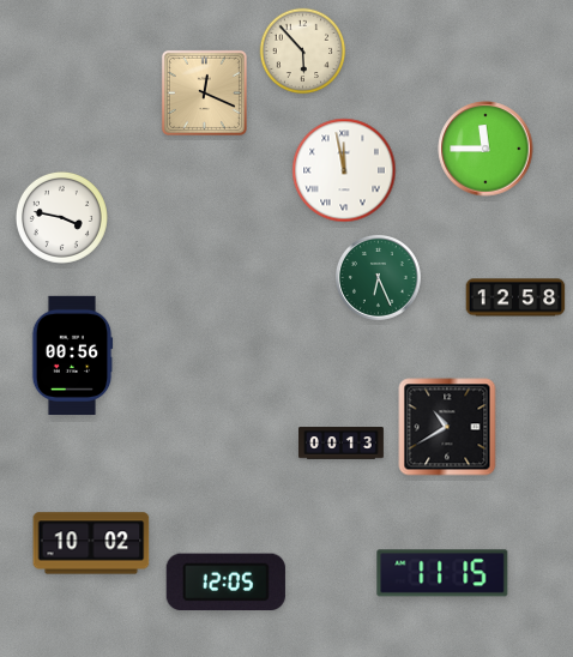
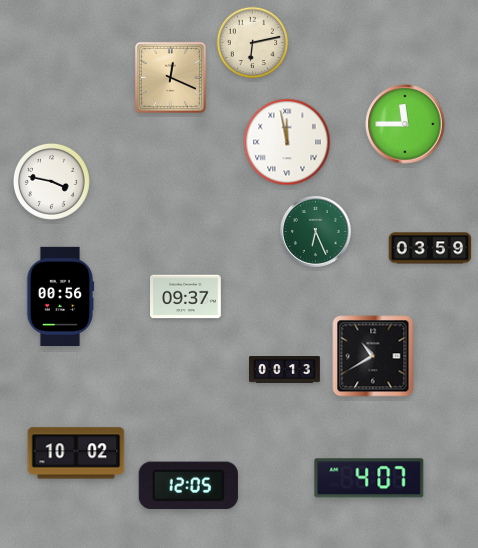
clock at (303, 52): 5:53 -> 6:13
clock at (515, 297): 12:58 -> 03:59
clock at (186, 297): none -> 09:37
clock at (442, 573): 11:15 -> 4:07
